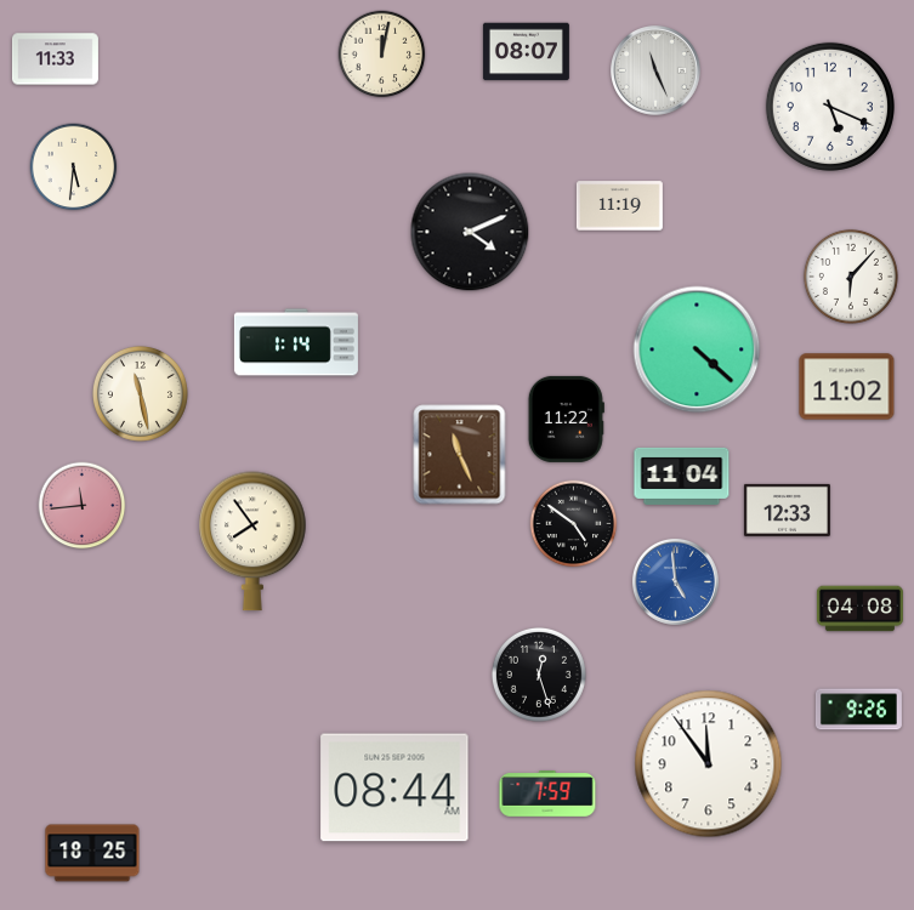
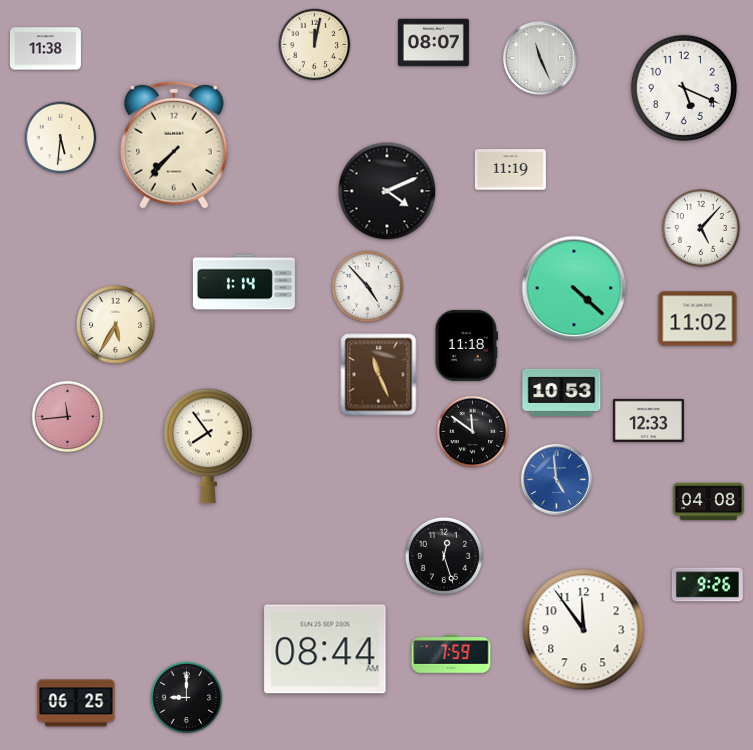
clock at (55, 59): 11:33 -> 11:38
clock at (175, 145): none -> 7:37
clock at (851, 277): 6:07 -> 5:07
clock at (368, 287): none -> 4:53
clock at (140, 393): 11:28 -> 5:35
clock at (566, 419): 11:22 -> 11:18
clock at (682, 476): 11:04 -> 10:53
clock at (574, 524): 4:51 -> 11:51
clock at (187, 698): none -> 9:00
clock at (92, 853): 18:25 -> 06:25
